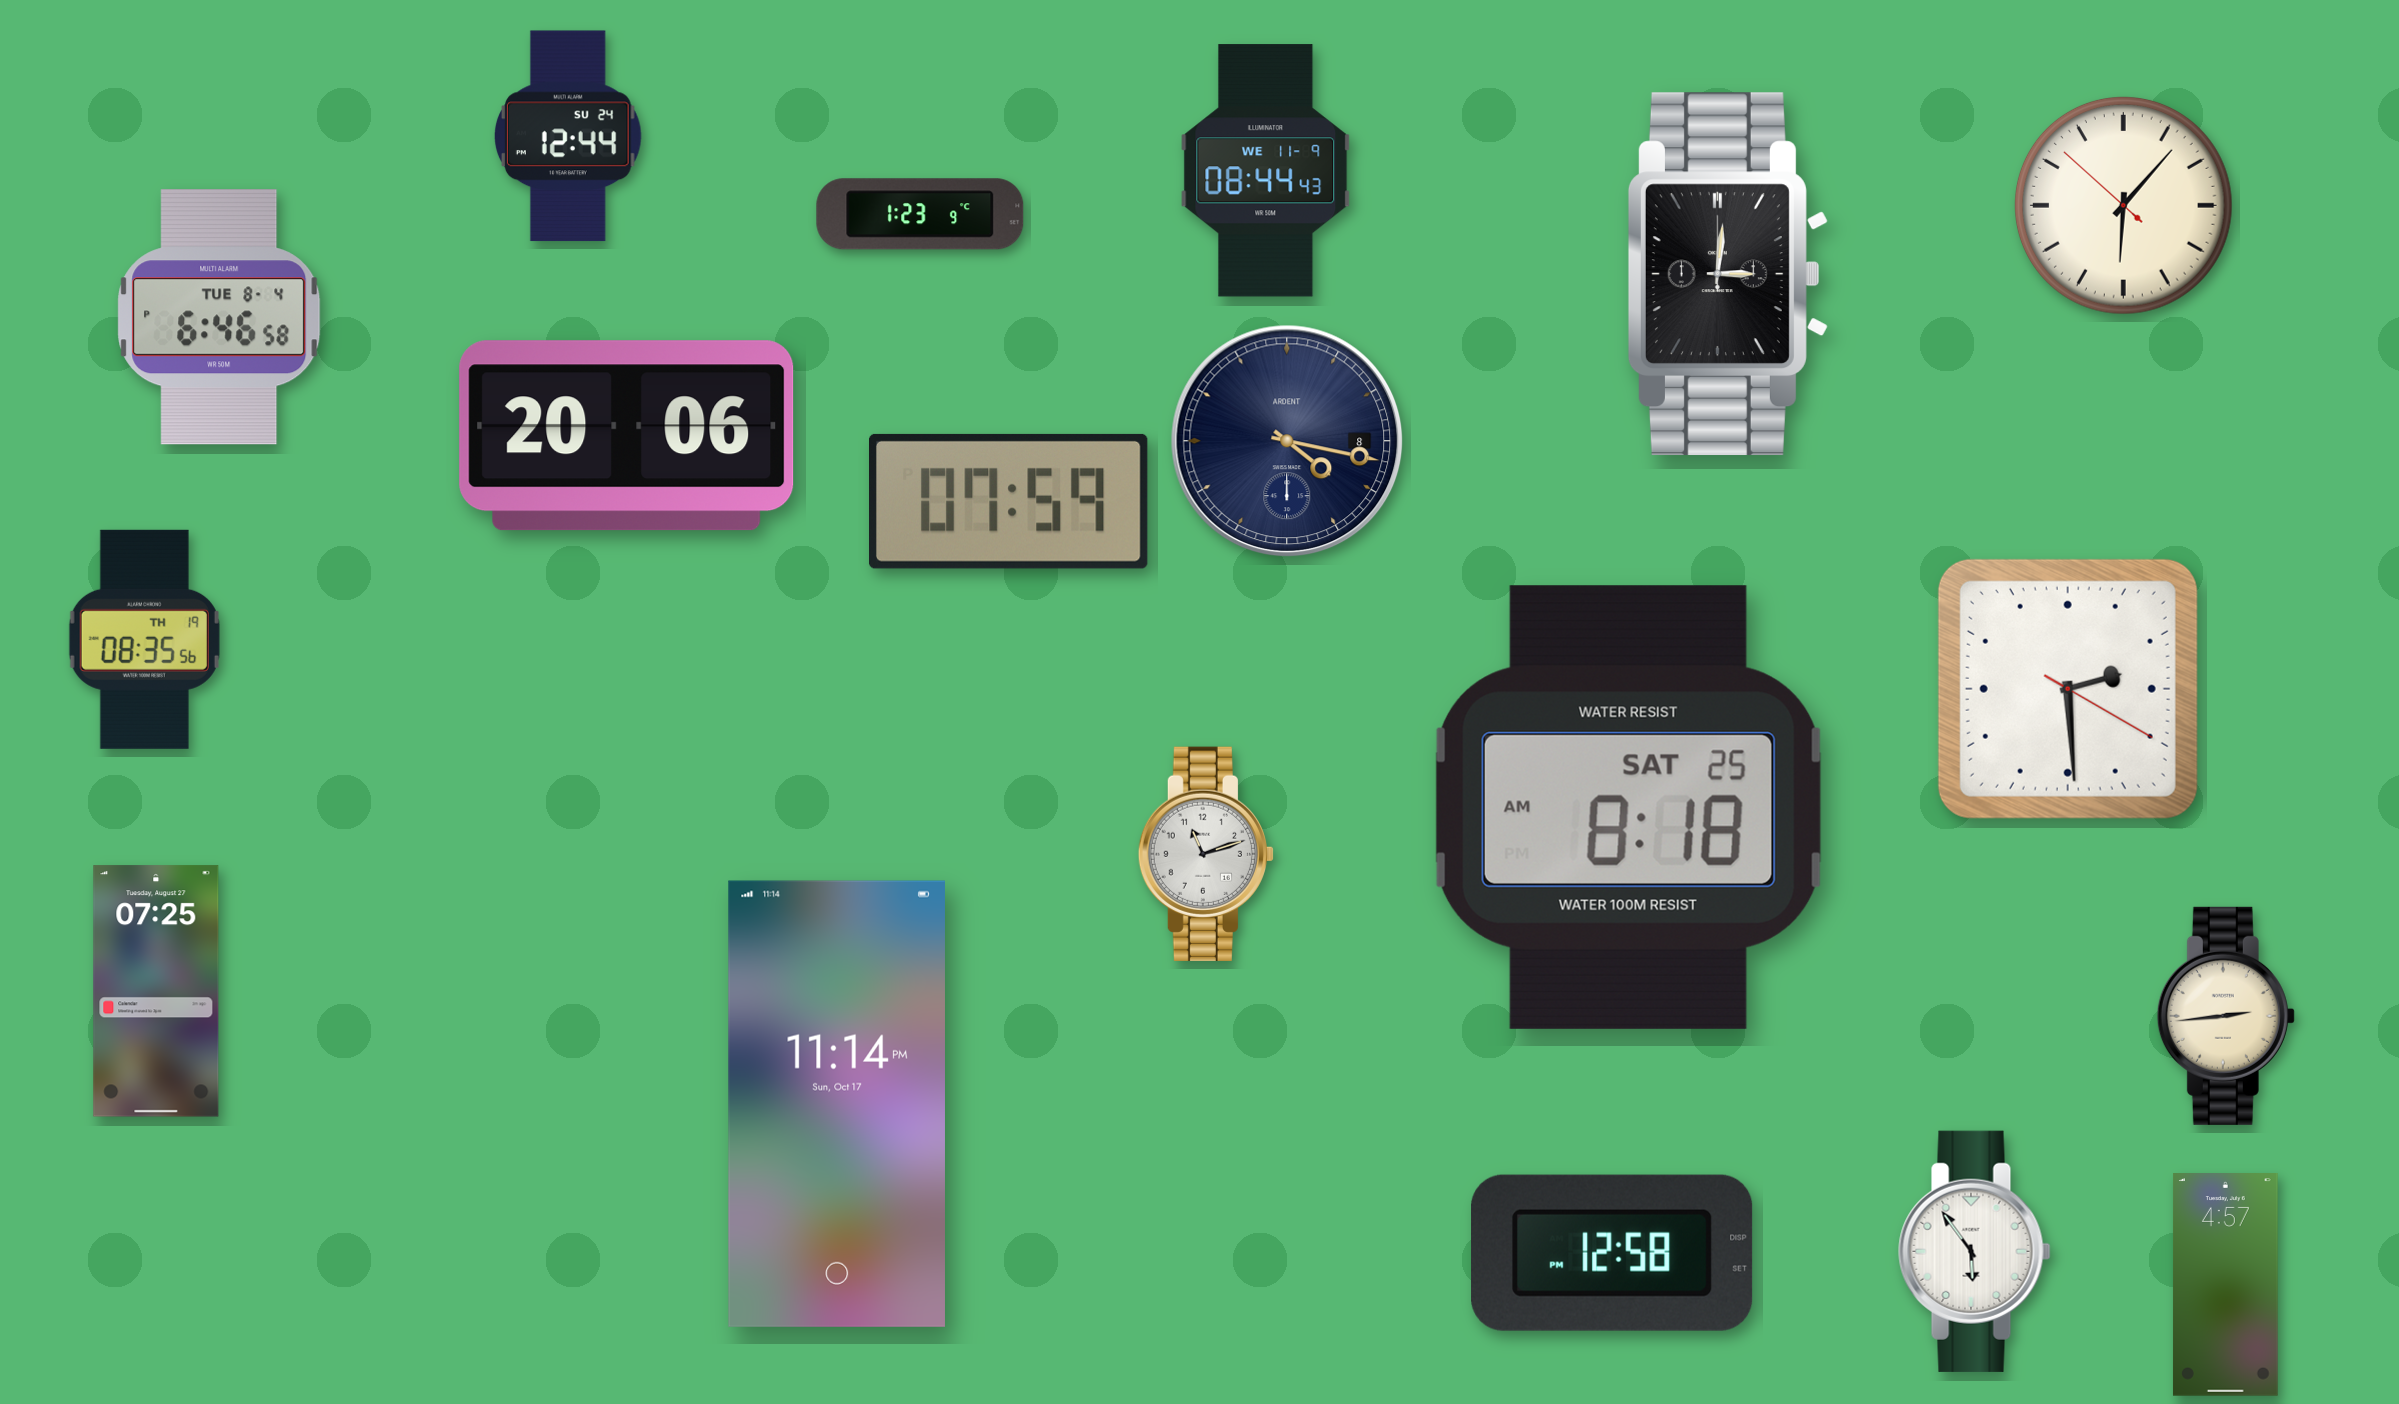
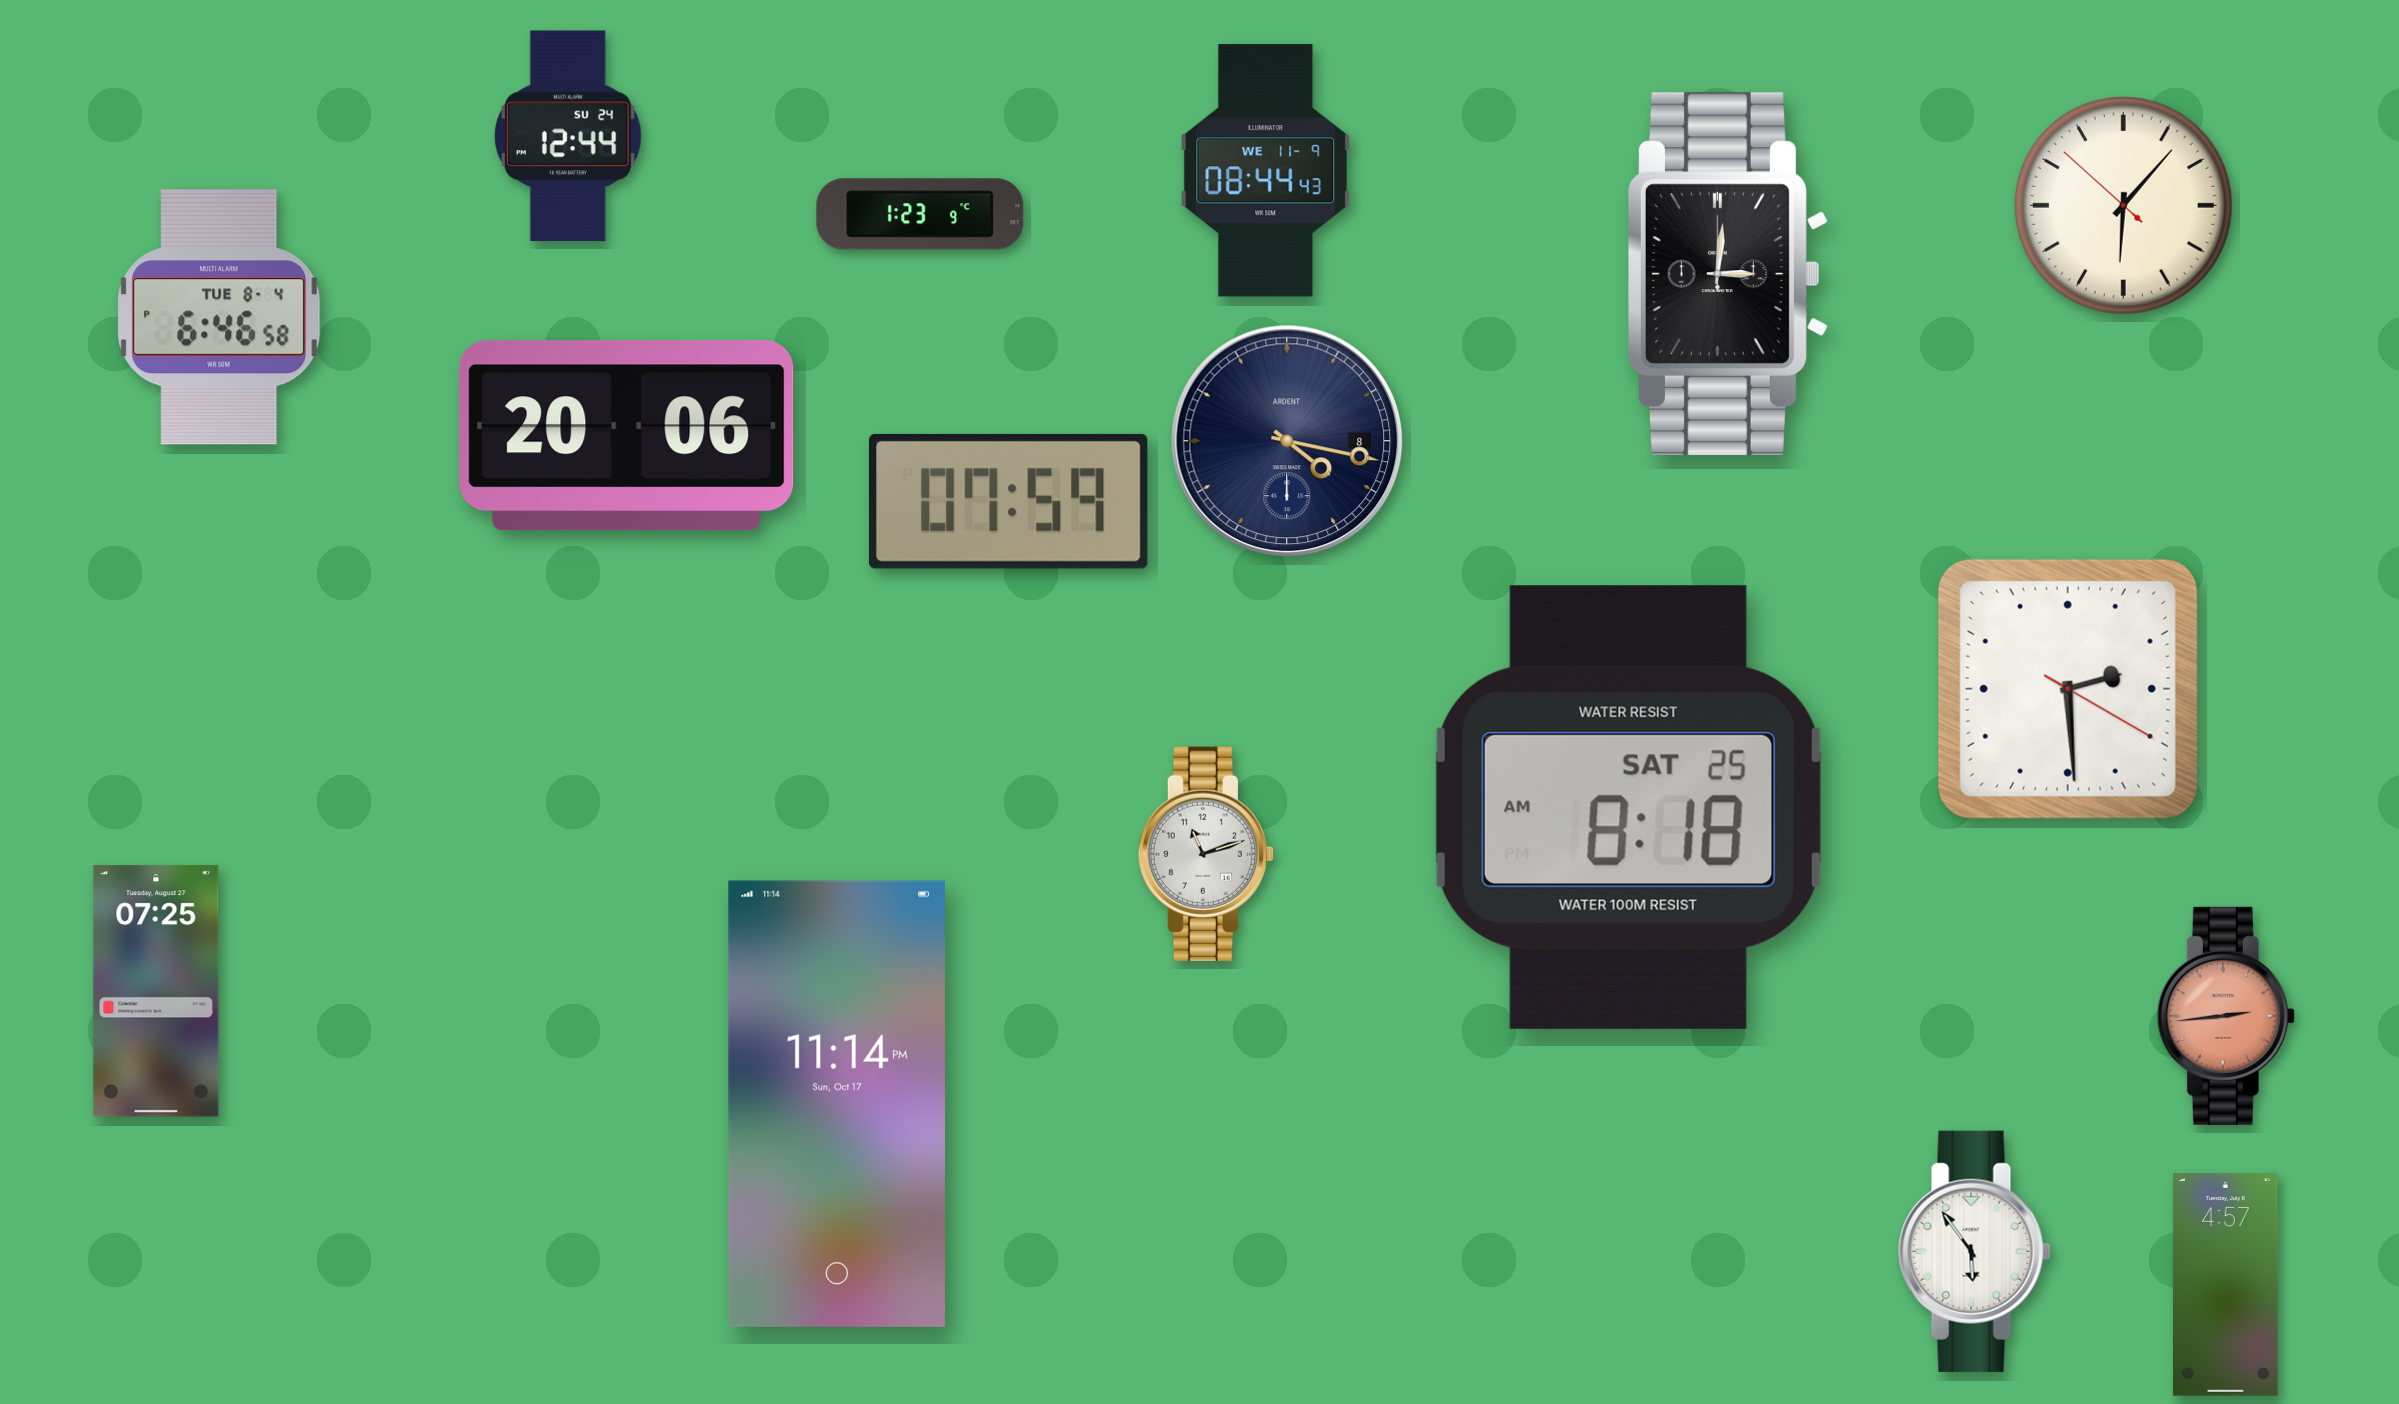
clock at (144, 639): 08:35 -> none
clock at (2226, 1016) dial: cream -> salmon
clock at (1612, 1253): 12:58 -> none
